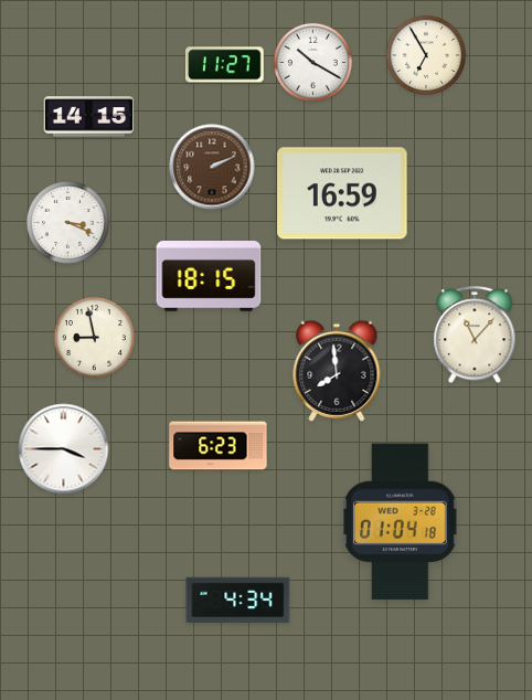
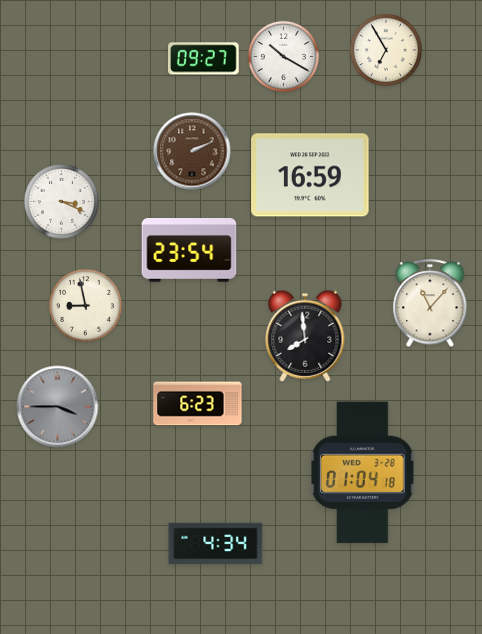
clock at (225, 65): 11:27 -> 09:27
clock at (89, 117): 14:15 -> none
clock at (209, 277): 18:15 -> 23:54
clock at (64, 449) dial: white -> grey
